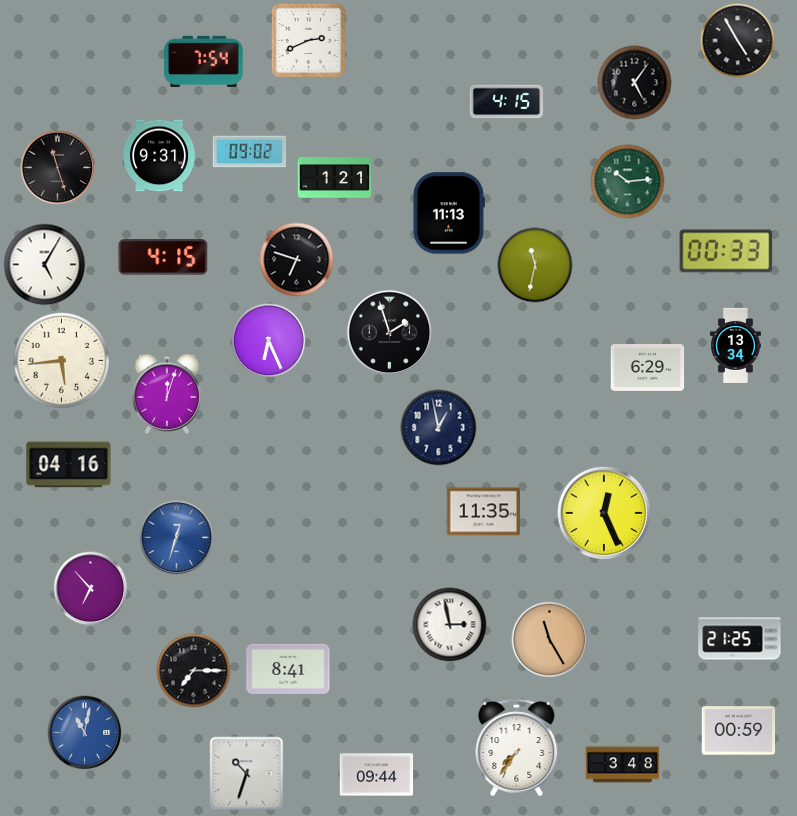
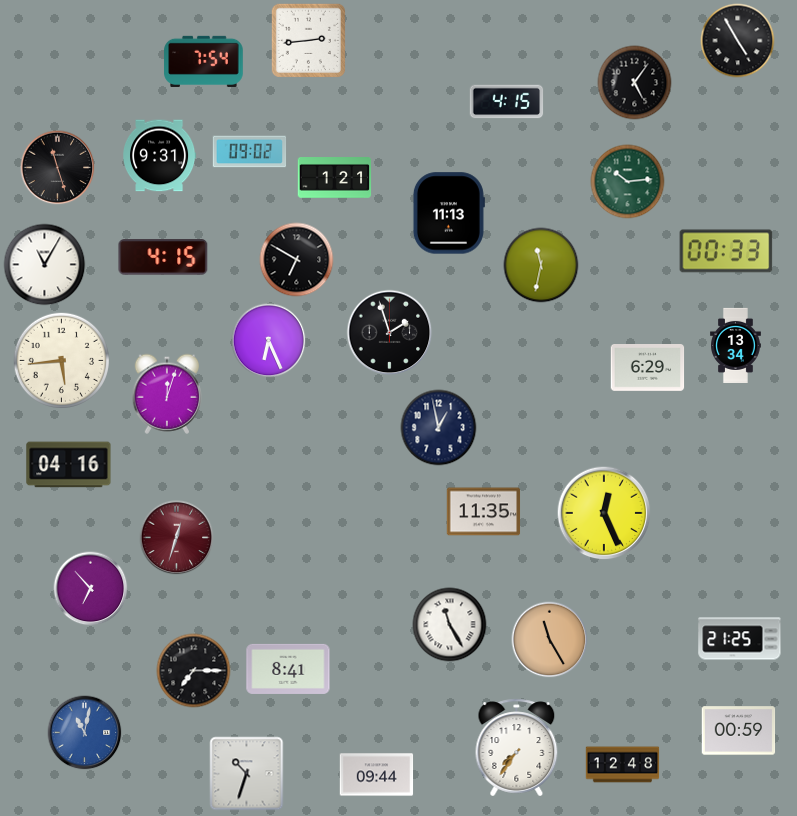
clock at (308, 40): 2:41 -> 2:44
clock at (297, 260): 6:48 -> 6:50
clock at (45, 265): 5:05 -> 11:05
clock at (535, 265) position: (535, 265) -> (541, 265)
clock at (177, 538) dial: blue -> burgundy
clock at (450, 625): 2:58 -> 11:25
clock at (623, 765): 3:48 -> 12:48
